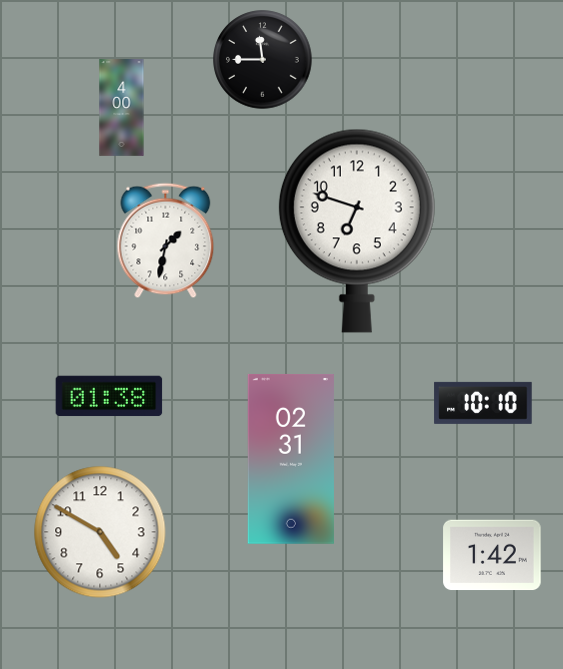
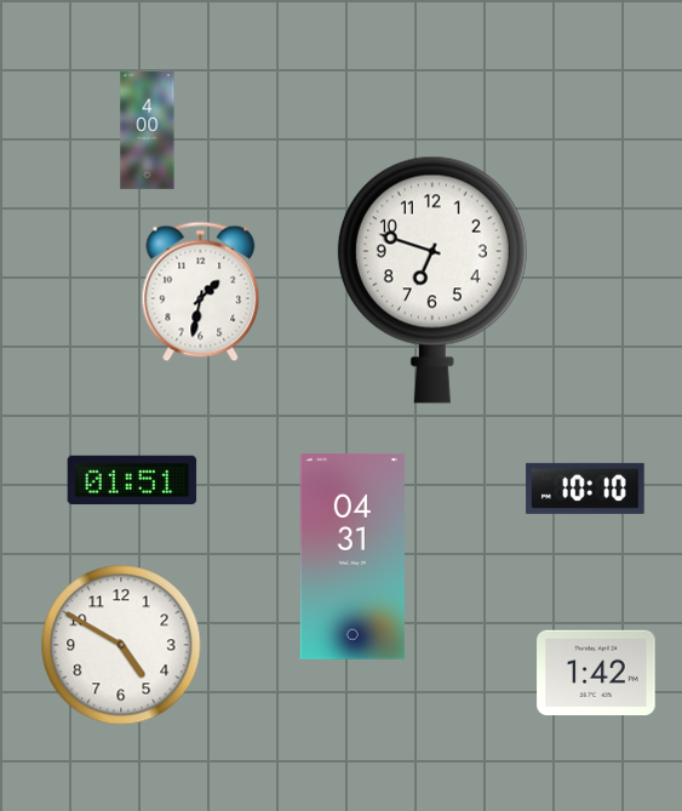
clock at (263, 60): 11:45 -> none
clock at (109, 396): 01:38 -> 01:51
clock at (291, 459): 02:31 -> 04:31
